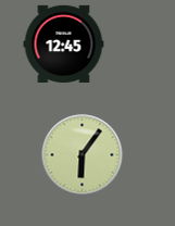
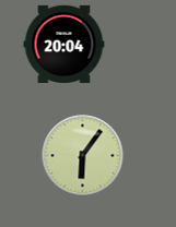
clock at (64, 43): 12:45 -> 20:04
